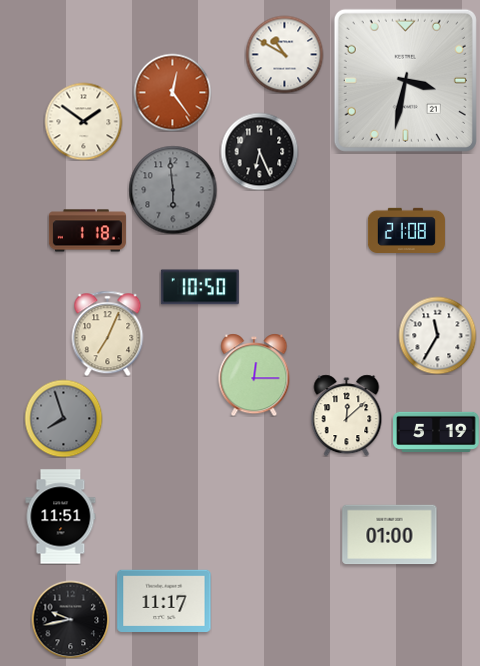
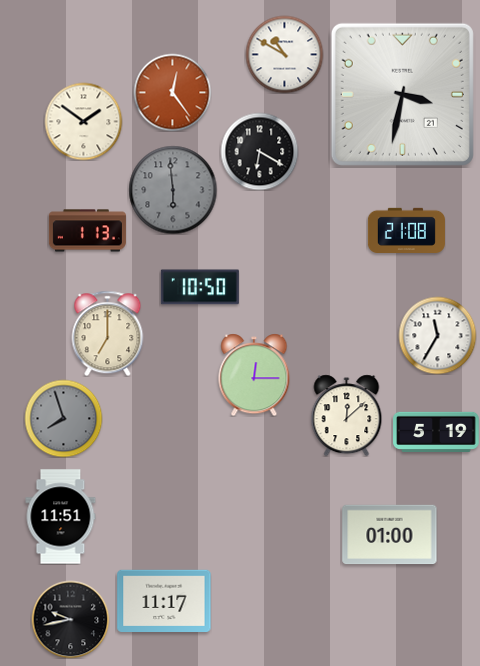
clock at (405, 80) position: (405, 80) -> (402, 94)
clock at (259, 151): 6:26 -> 6:20
clock at (87, 231): 1:18 -> 1:13
clock at (108, 333): 7:04 -> 7:00
